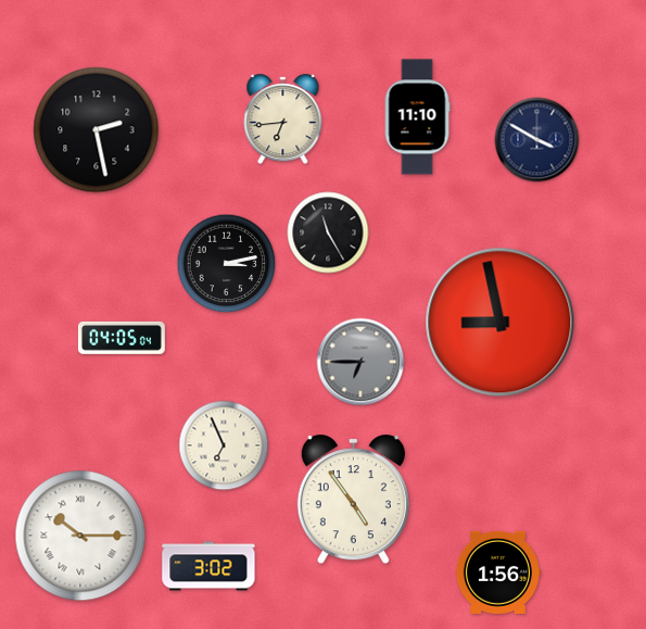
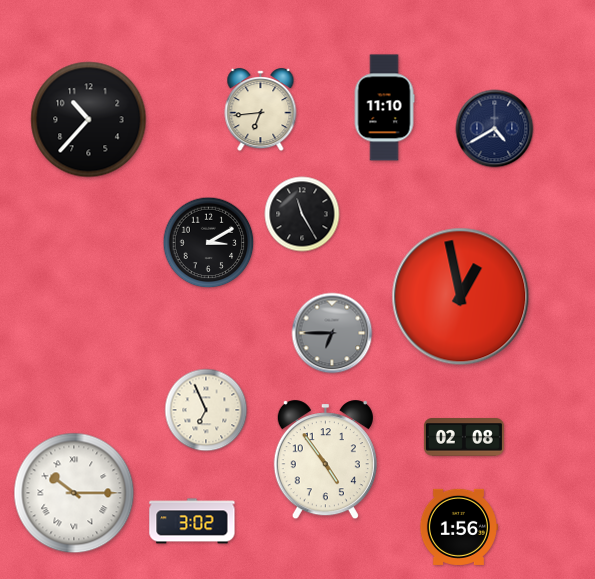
clock at (97, 130): 2:28 -> 10:37
clock at (537, 140): 3:50 -> 4:40
clock at (227, 264): 3:13 -> 3:10
clock at (501, 323): 8:58 -> 12:58
clock at (122, 338): 04:05 -> none
clock at (464, 437): none -> 02:08
